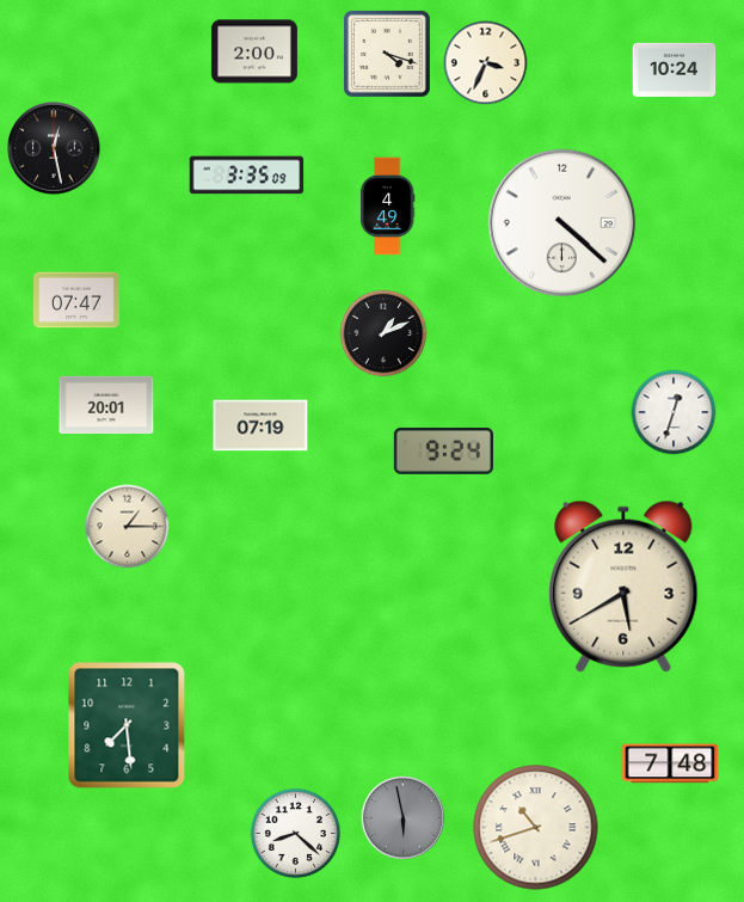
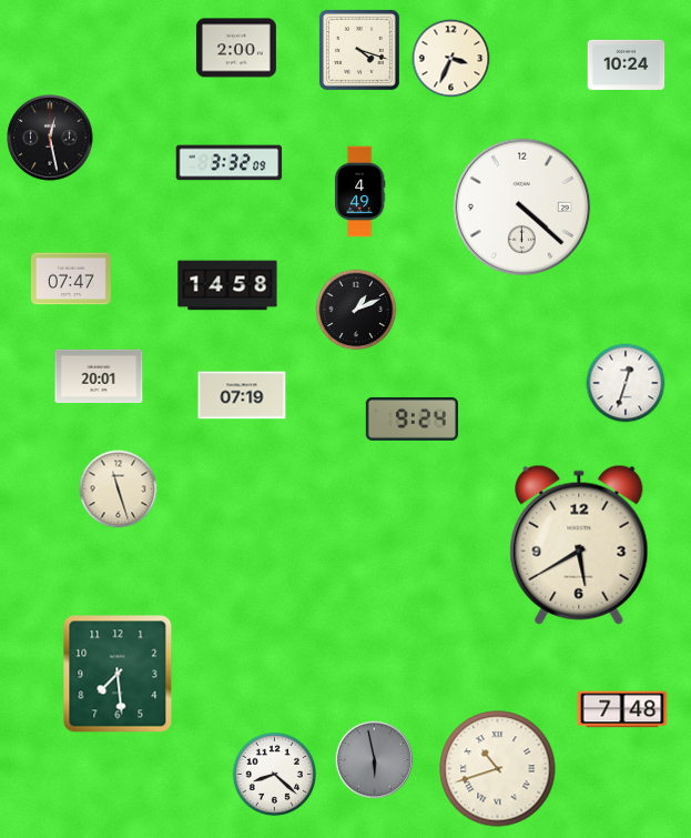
clock at (247, 176): 3:35 -> 3:32
clock at (227, 285): none -> 14:58
clock at (128, 527): 1:15 -> 11:27
